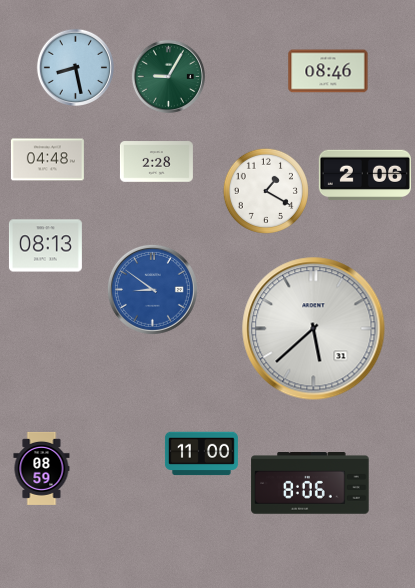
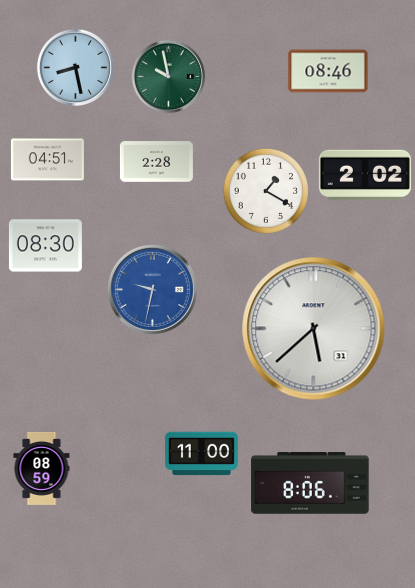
clock at (168, 76): 9:05 -> 9:58
clock at (47, 160): 04:48 -> 04:51
clock at (365, 175): 2:06 -> 2:02
clock at (45, 246): 08:13 -> 08:30
clock at (152, 289): 8:51 -> 9:32
